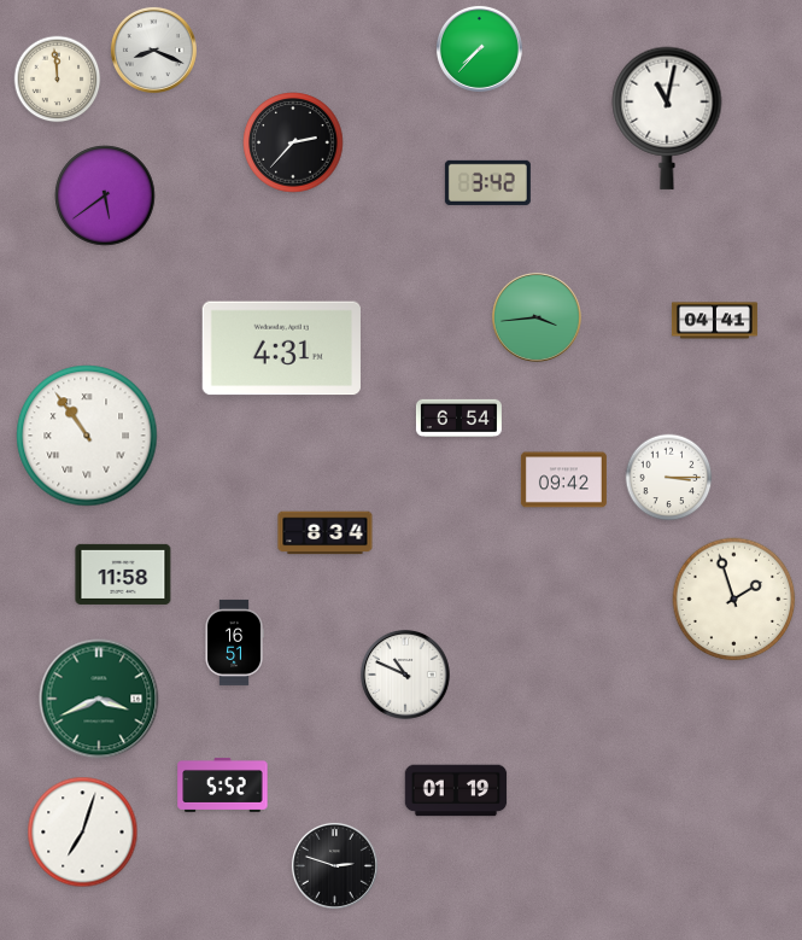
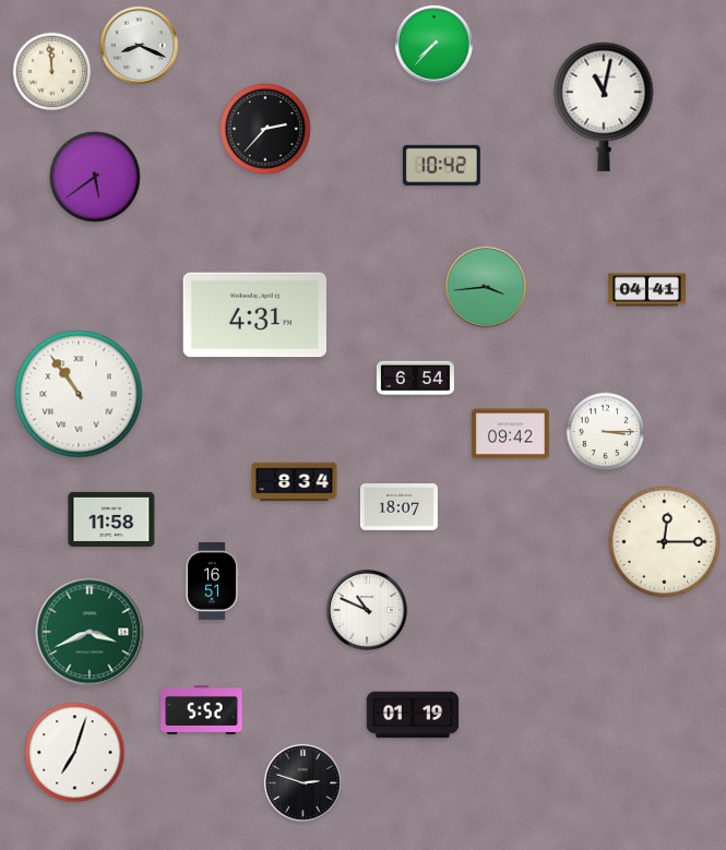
clock at (487, 182): 3:42 -> 10:42
clock at (398, 507): none -> 18:07
clock at (734, 600): 1:57 -> 12:15
